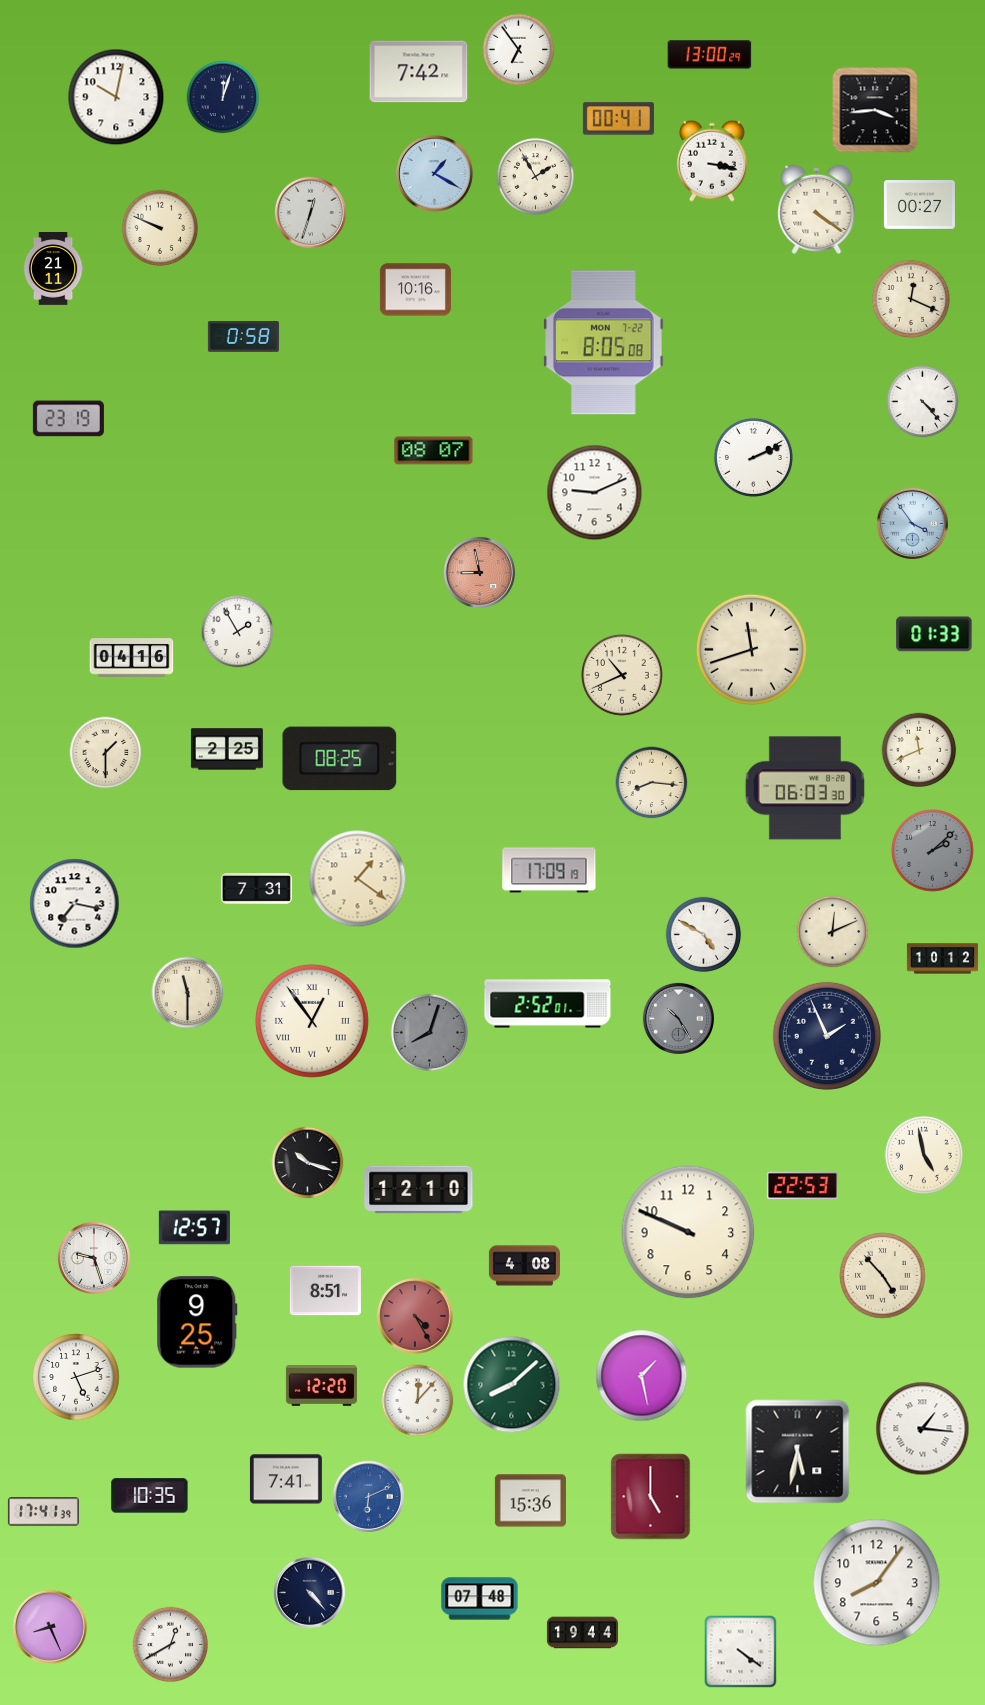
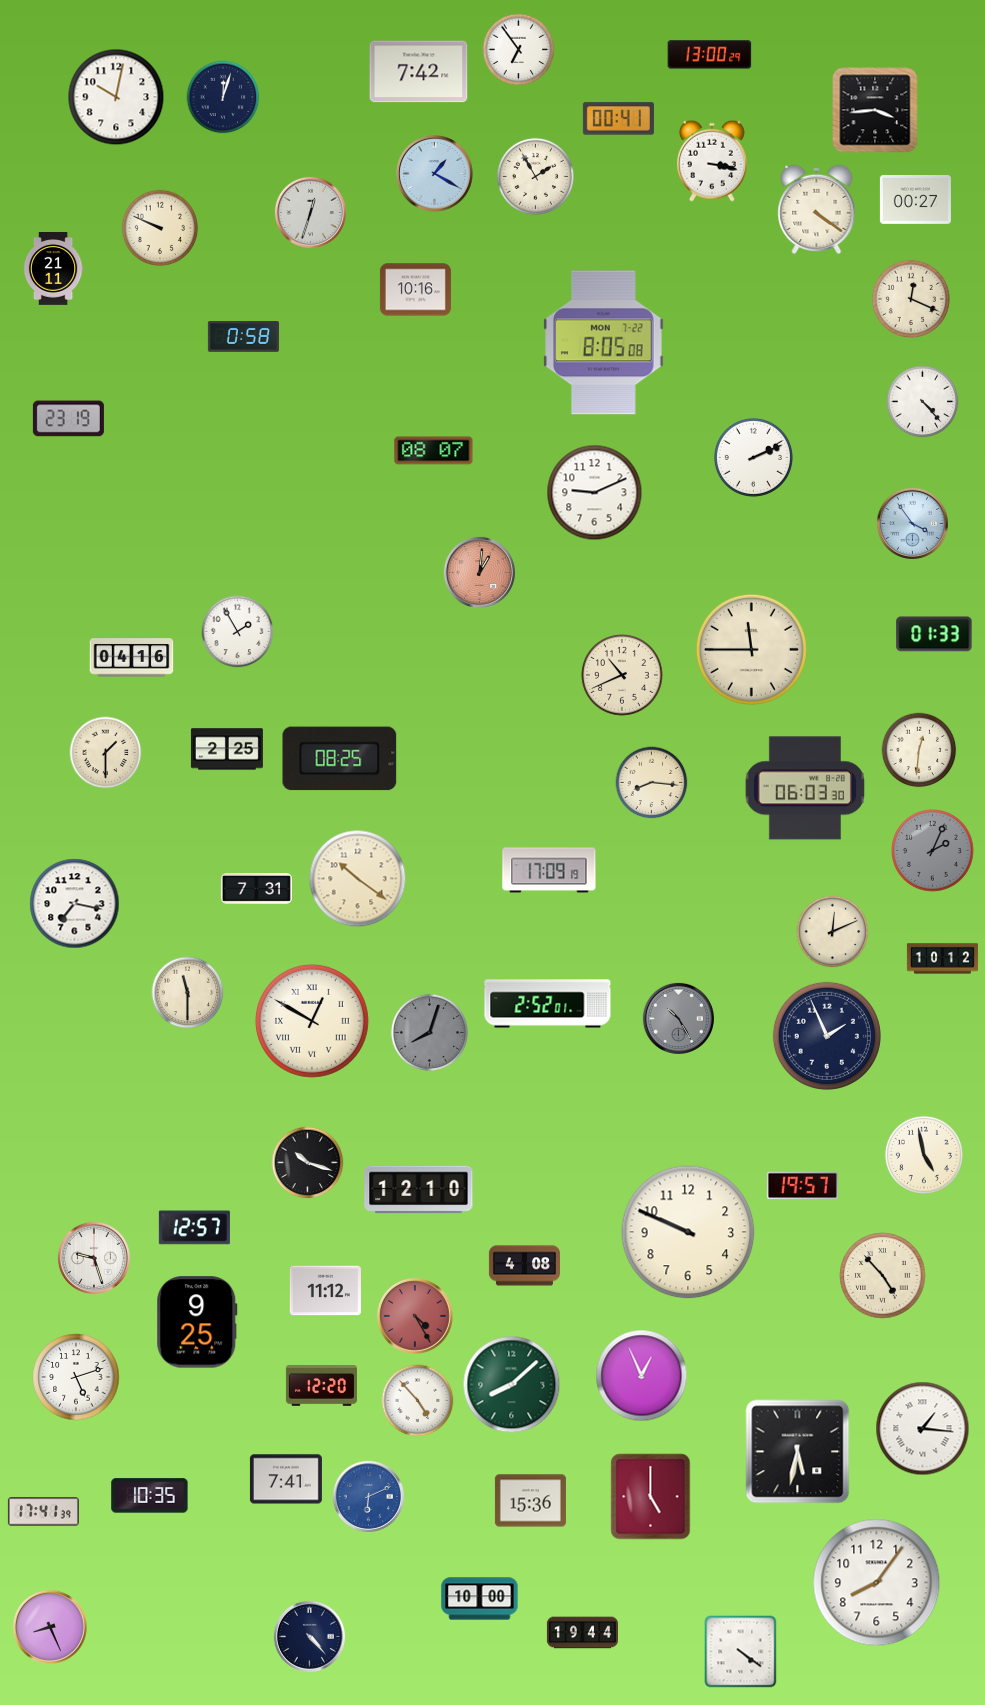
clock at (919, 205) position: (919, 205) -> (915, 200)
clock at (479, 572): 8:58 -> 1:01
clock at (751, 649): 11:42 -> 11:45
clock at (919, 750): 11:41 -> 12:31
clock at (933, 851): 2:08 -> 2:04
clock at (358, 879): 1:21 -> 10:21
clock at (704, 935): 4:50 -> none
clock at (312, 1021): 12:54 -> 12:50
clock at (802, 1186): 22:53 -> 19:57
clock at (325, 1291): 8:51 -> 11:12
clock at (642, 1376): 1:28 -> 12:56
clock at (418, 1401): 12:07 -> 4:53
clock at (309, 1592) position: (309, 1592) -> (309, 1636)
clock at (480, 1599): 07:48 -> 10:00
clock at (171, 1645): 12:40 -> none
